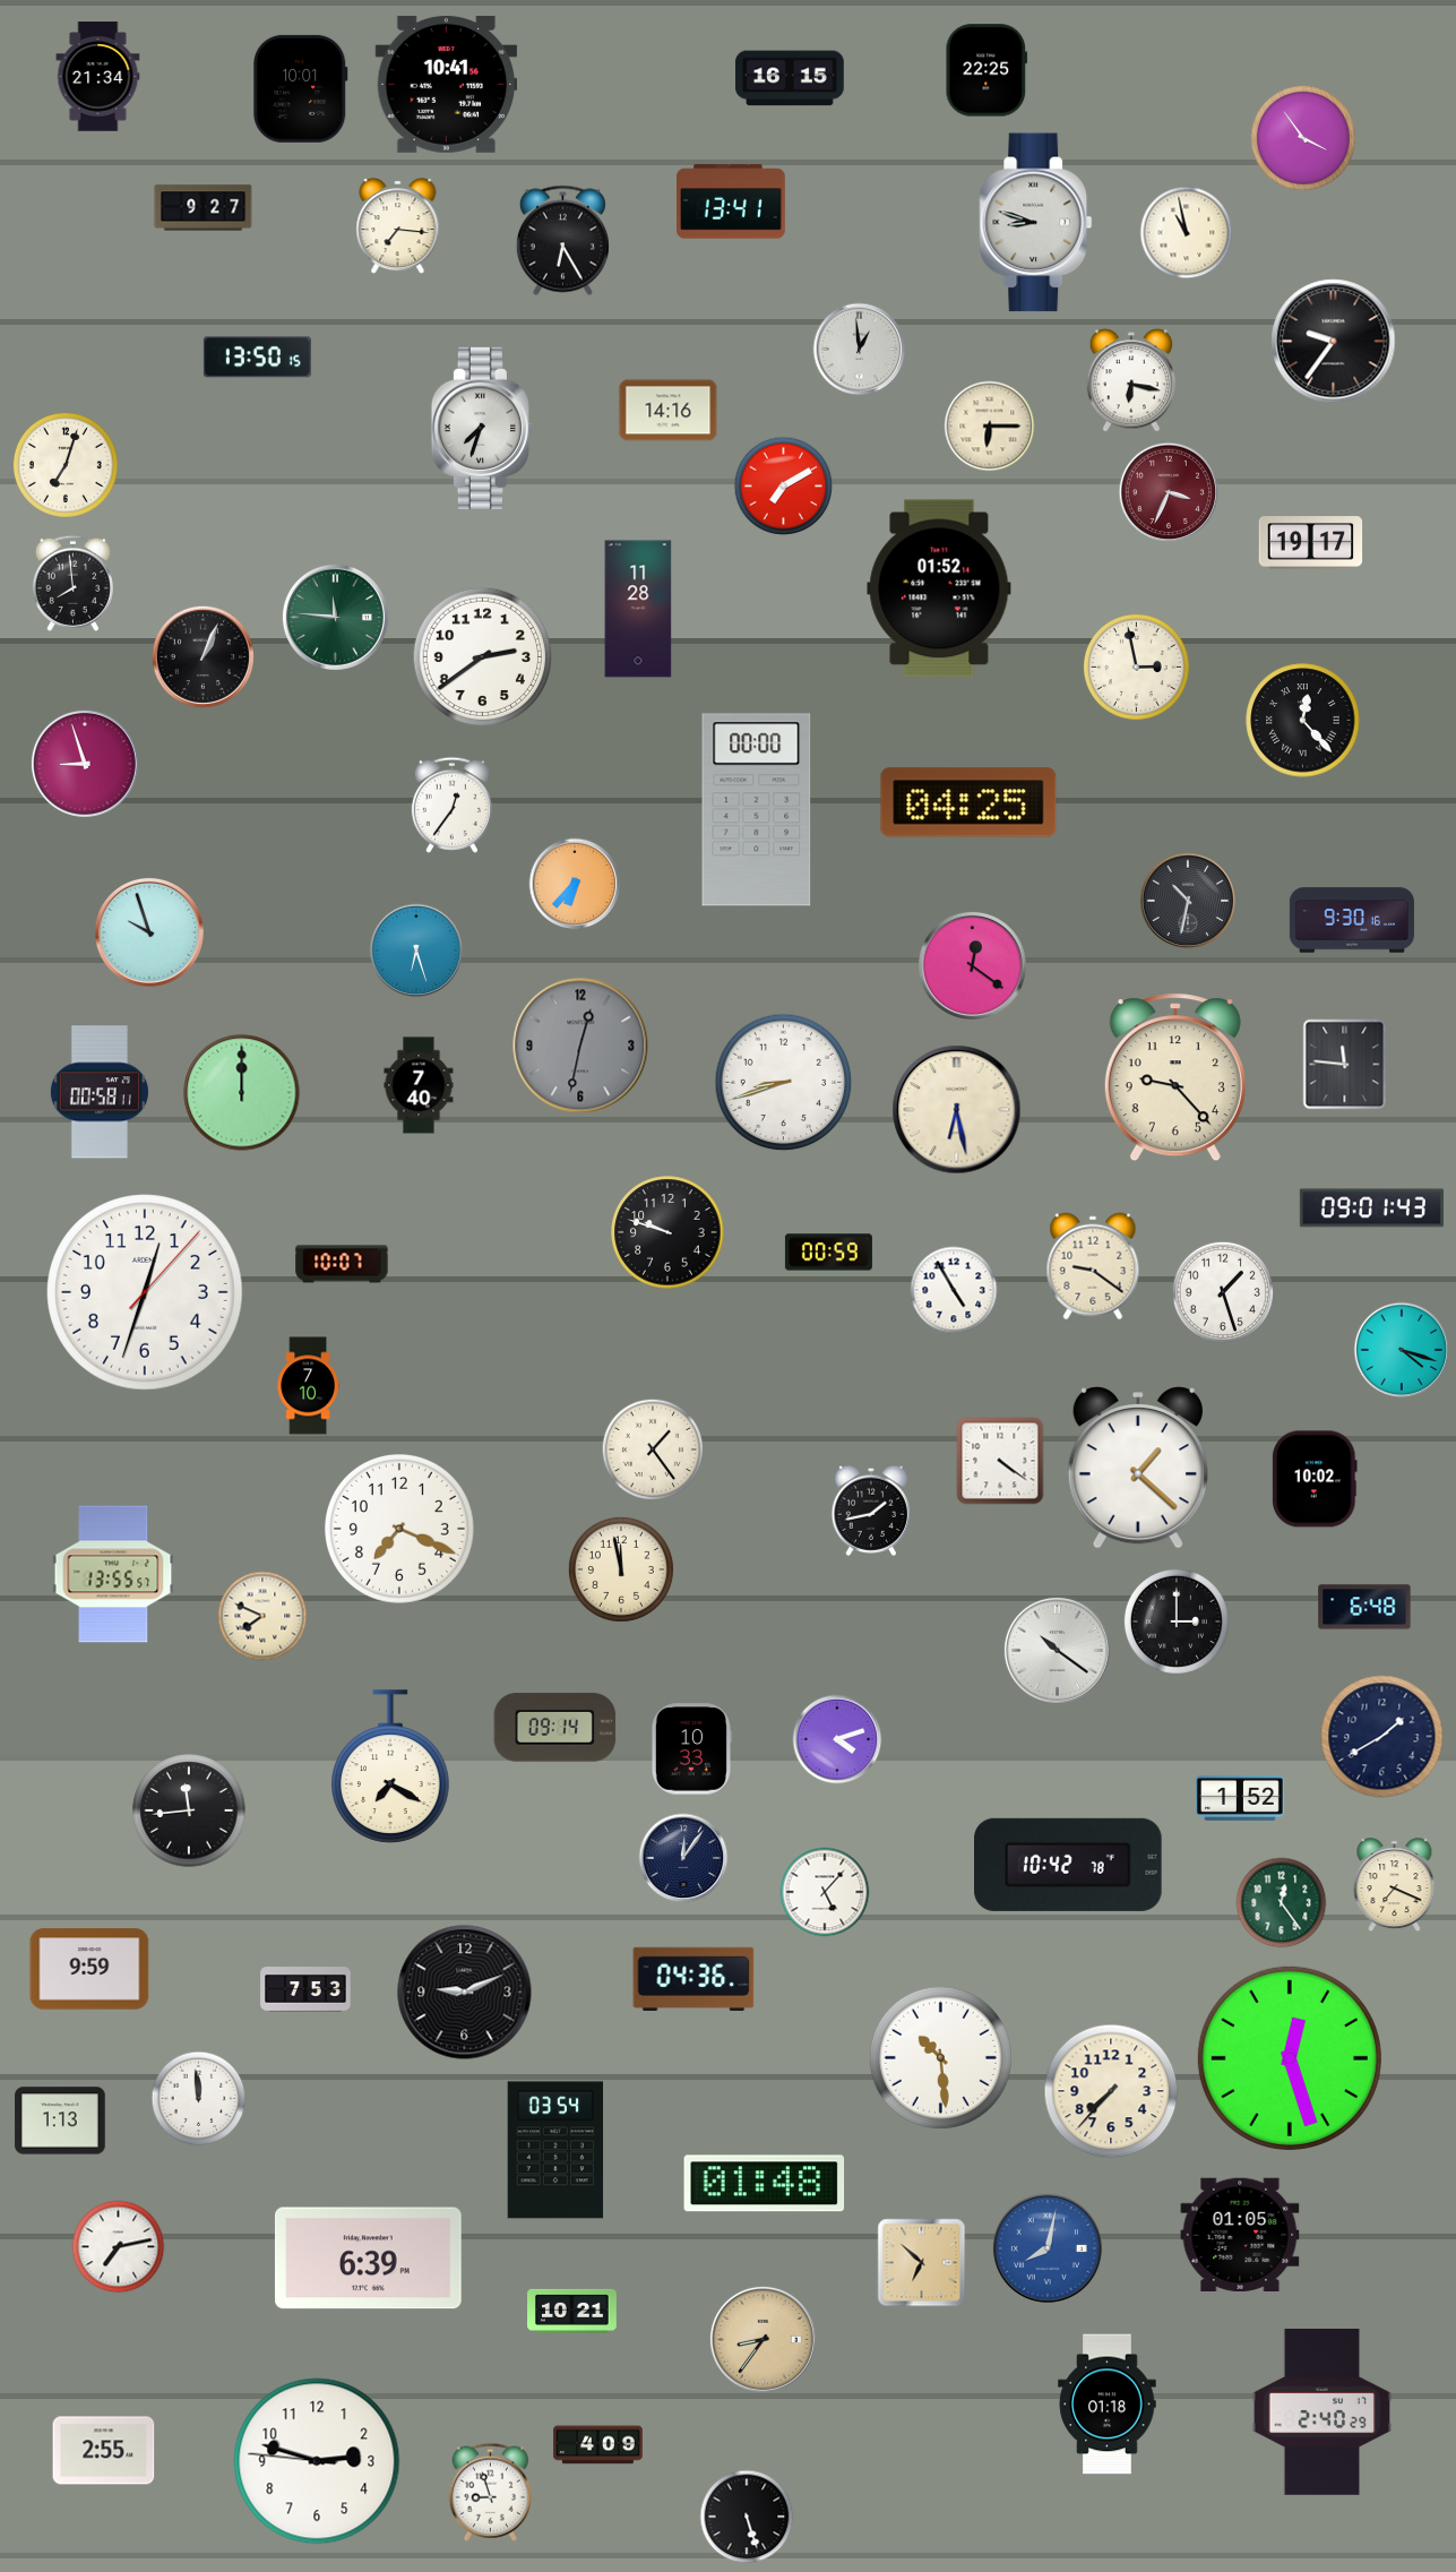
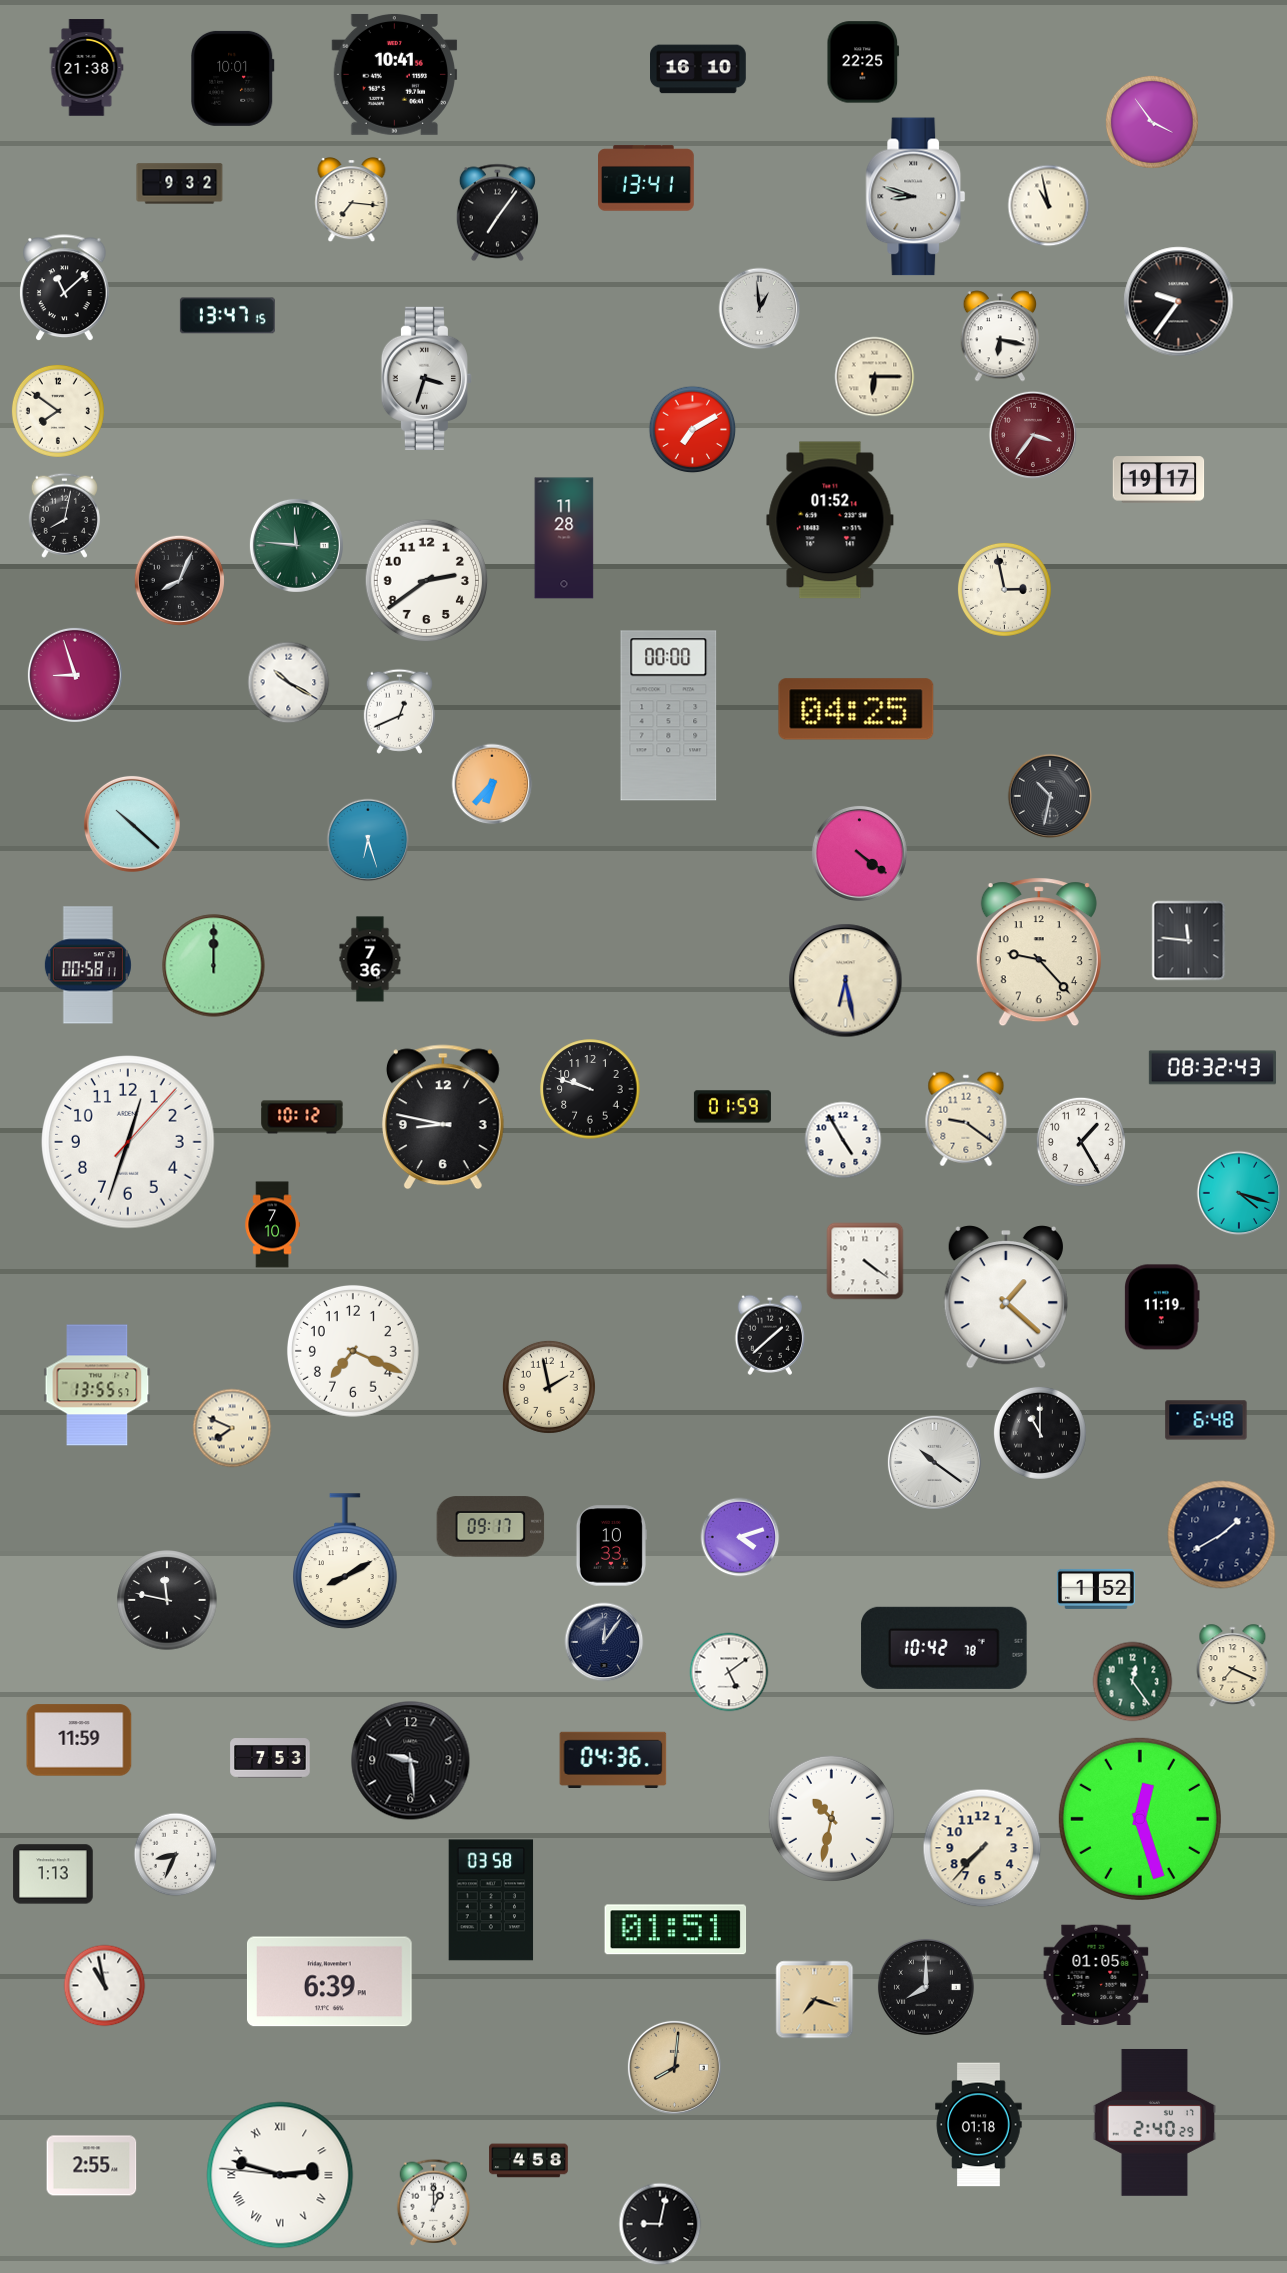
clock at (987, 70) position: (987, 70) -> (863, 62)
clock at (98, 77): 21:34 -> 21:38
clock at (791, 78): 16:15 -> 16:10
clock at (301, 88) position: (301, 88) -> (233, 78)
clock at (204, 208): 9:27 -> 9:32
clock at (562, 241): 6:25 -> 7:06
clock at (65, 288): none -> 11:08
clock at (257, 358): 13:50 -> 13:47
clock at (669, 411): 14:16 -> none
clock at (482, 428): 7:33 -> 3:33
clock at (66, 465): 7:03 -> 7:51
clock at (1168, 491): 3:34 -> 3:36
clock at (72, 583): 7:59 -> 8:02
clock at (203, 656): 1:04 -> 8:04
clock at (1303, 721): 12:23 -> none
clock at (289, 683): none -> 10:20
clock at (451, 805): 12:36 -> 12:41
clock at (575, 884) position: (575, 884) -> (492, 784)
clock at (1352, 920): 9:30 -> none
clock at (149, 932): 9:57 -> 10:22
clock at (972, 965): 12:21 -> 4:21
clock at (580, 1046): 12:32 -> none
clock at (784, 1083): 8:42 -> none
clock at (419, 1085): 7:40 -> 7:36
clock at (1371, 1208): 09:01 -> 08:32
clock at (828, 1253): 00:59 -> 01:59
clock at (342, 1264): 10:07 -> 10:12
clock at (443, 1117): none -> 8:47
clock at (1223, 1292): 1:27 -> 1:25
clock at (653, 1450): 1:24 -> none
clock at (1000, 1461) position: (1000, 1461) -> (865, 1261)
clock at (1315, 1479): 10:02 -> 11:19
clock at (870, 1511): 1:43 -> 1:38
clock at (621, 1569): 11:58 -> 1:58
clock at (113, 1574) position: (113, 1574) -> (97, 1385)
clock at (1177, 1622): 3:00 -> 11:00
clock at (1057, 1650) position: (1057, 1650) -> (934, 1462)
clock at (555, 1728): 09:14 -> 09:17
clock at (391, 1766): 7:20 -> 8:10
clock at (189, 1810): 11:44 -> 11:47
clock at (825, 1892): 5:07 -> 5:09
clock at (89, 1969): 9:59 -> 11:59
clock at (693, 1978) position: (693, 1978) -> (613, 1759)
clock at (465, 1993): 9:11 -> 9:29
clock at (940, 2057): 10:29 -> 10:32
clock at (199, 2099): 11:59 -> 8:34
clock at (555, 2150): 03:54 -> 03:58
clock at (765, 2184): 01:48 -> 01:51
clock at (119, 2247): 7:13 -> 10:58
clock at (1048, 2248): 8:02 -> 8:00
clock at (1048, 2248) dial: blue -> black
clock at (368, 2259) position: (368, 2259) -> (329, 1982)
clock at (922, 2263): 6:52 -> 7:18
clock at (572, 2311): 10:21 -> none
clock at (763, 2339): 8:36 -> 8:01
clock at (1323, 2411) position: (1323, 2411) -> (1155, 2122)
clock at (598, 2445): 4:09 -> 4:58
clock at (317, 2461) numerals: Arabic -> Roman
clock at (491, 2492): 8:57 -> 1:00
clock at (747, 2517): 5:27 -> 9:02
